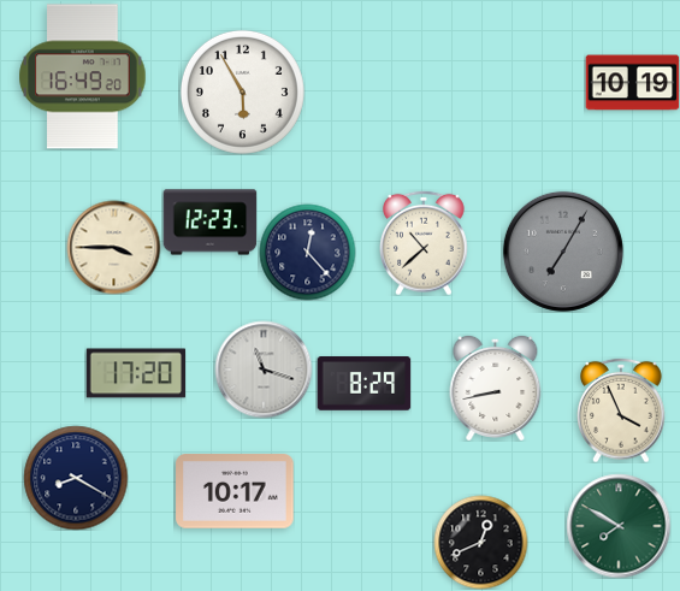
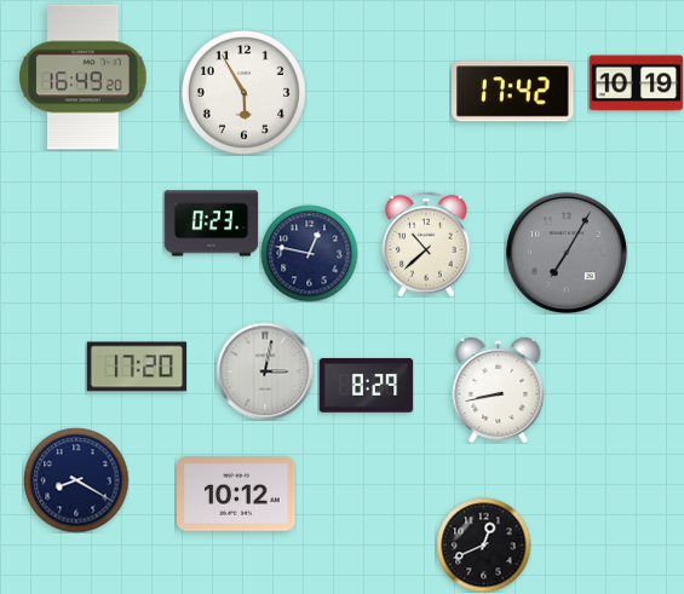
clock at (513, 92): none -> 17:42
clock at (209, 223): 12:23 -> 0:23
clock at (113, 247): 3:45 -> none
clock at (307, 252): 12:23 -> 12:47
clock at (264, 370): 11:18 -> 3:02
clock at (135, 373) position: (135, 373) -> (136, 367)
clock at (621, 410): 3:56 -> none
clock at (235, 491): 10:17 -> 10:12
clock at (619, 526): 7:50 -> none
